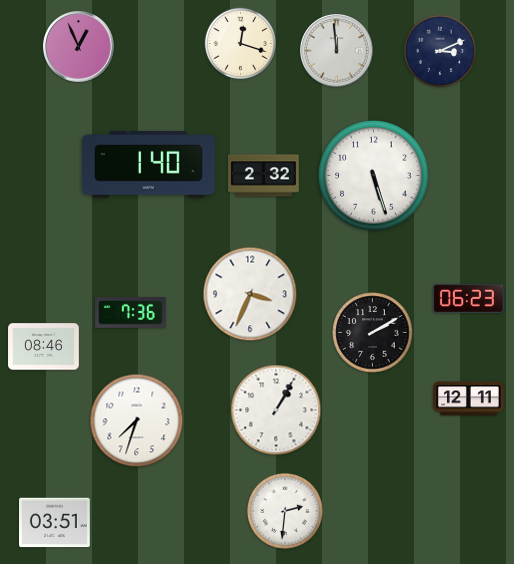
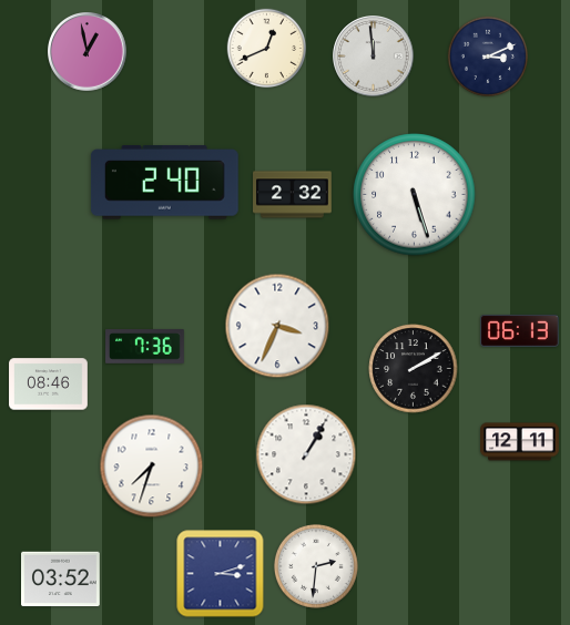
clock at (241, 44): 12:18 -> 12:41
clock at (79, 47): 12:56 -> 12:58
clock at (148, 165): 1:40 -> 2:40
clock at (469, 298): 06:23 -> 06:13
clock at (221, 574): none -> 3:12
clock at (55, 523): 03:51 -> 03:52
